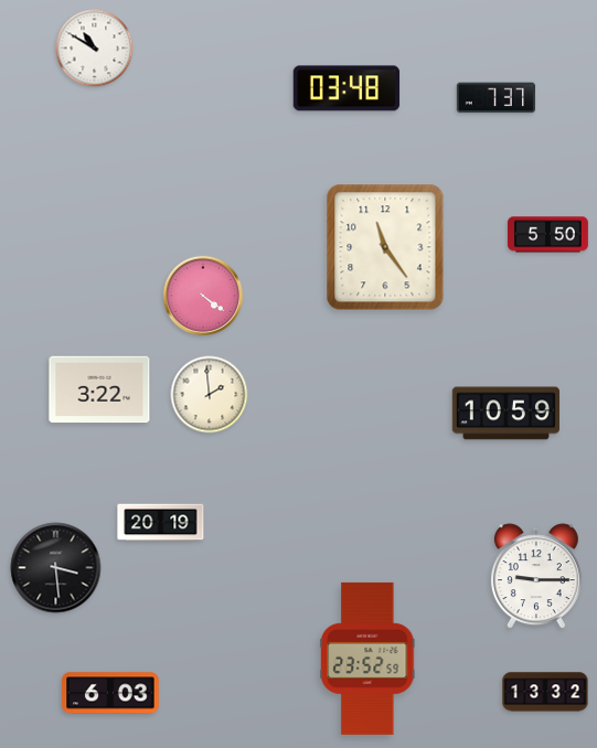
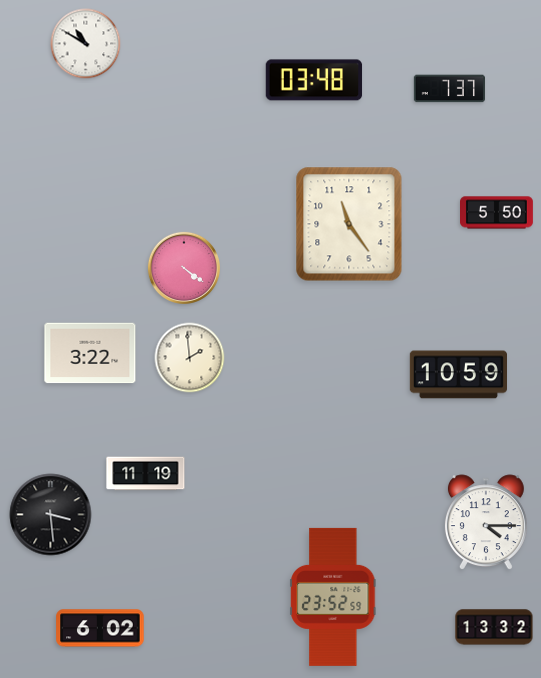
clock at (161, 523): 20:19 -> 11:19
clock at (536, 577): 9:15 -> 4:15
clock at (110, 693): 6:03 -> 6:02
